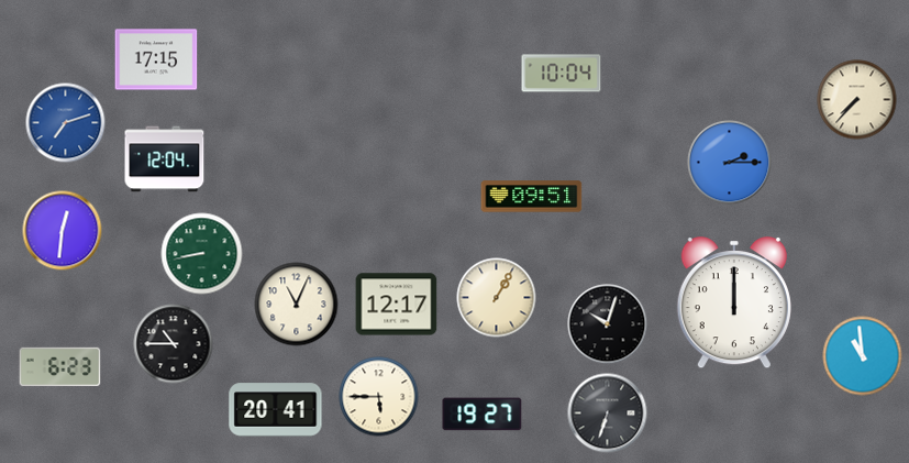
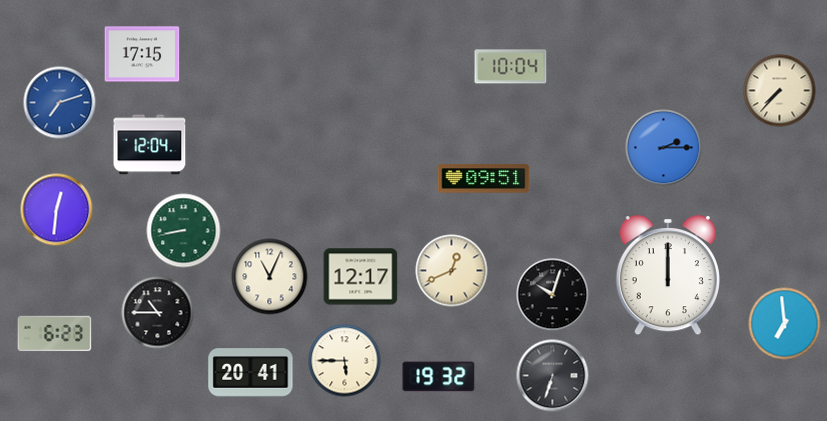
clock at (66, 123) position: (66, 123) -> (60, 103)
clock at (497, 298): 1:05 -> 12:41
clock at (863, 356): 10:59 -> 6:59
clock at (483, 415): 19:27 -> 19:32
